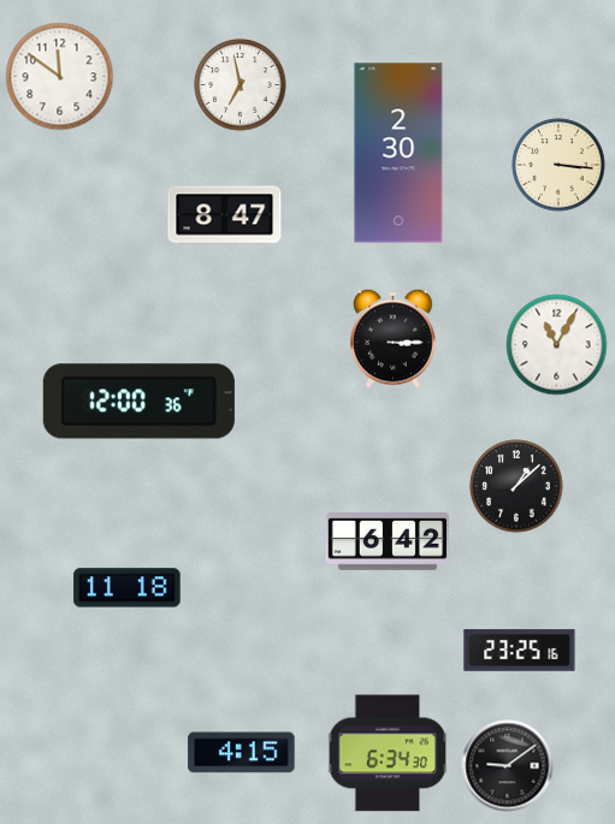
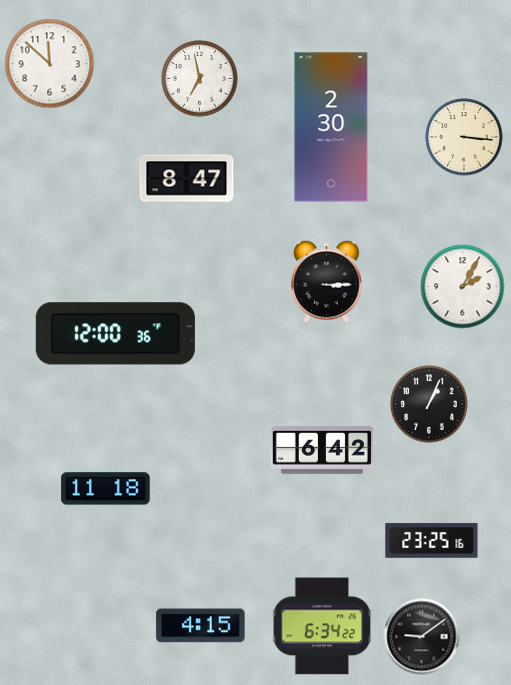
clock at (60, 77): 11:51 -> 11:52
clock at (241, 85) position: (241, 85) -> (200, 79)
clock at (557, 345): 11:05 -> 2:05
clock at (516, 486): 1:08 -> 1:04
clock at (388, 753): 6:34:30 -> 6:34:22
